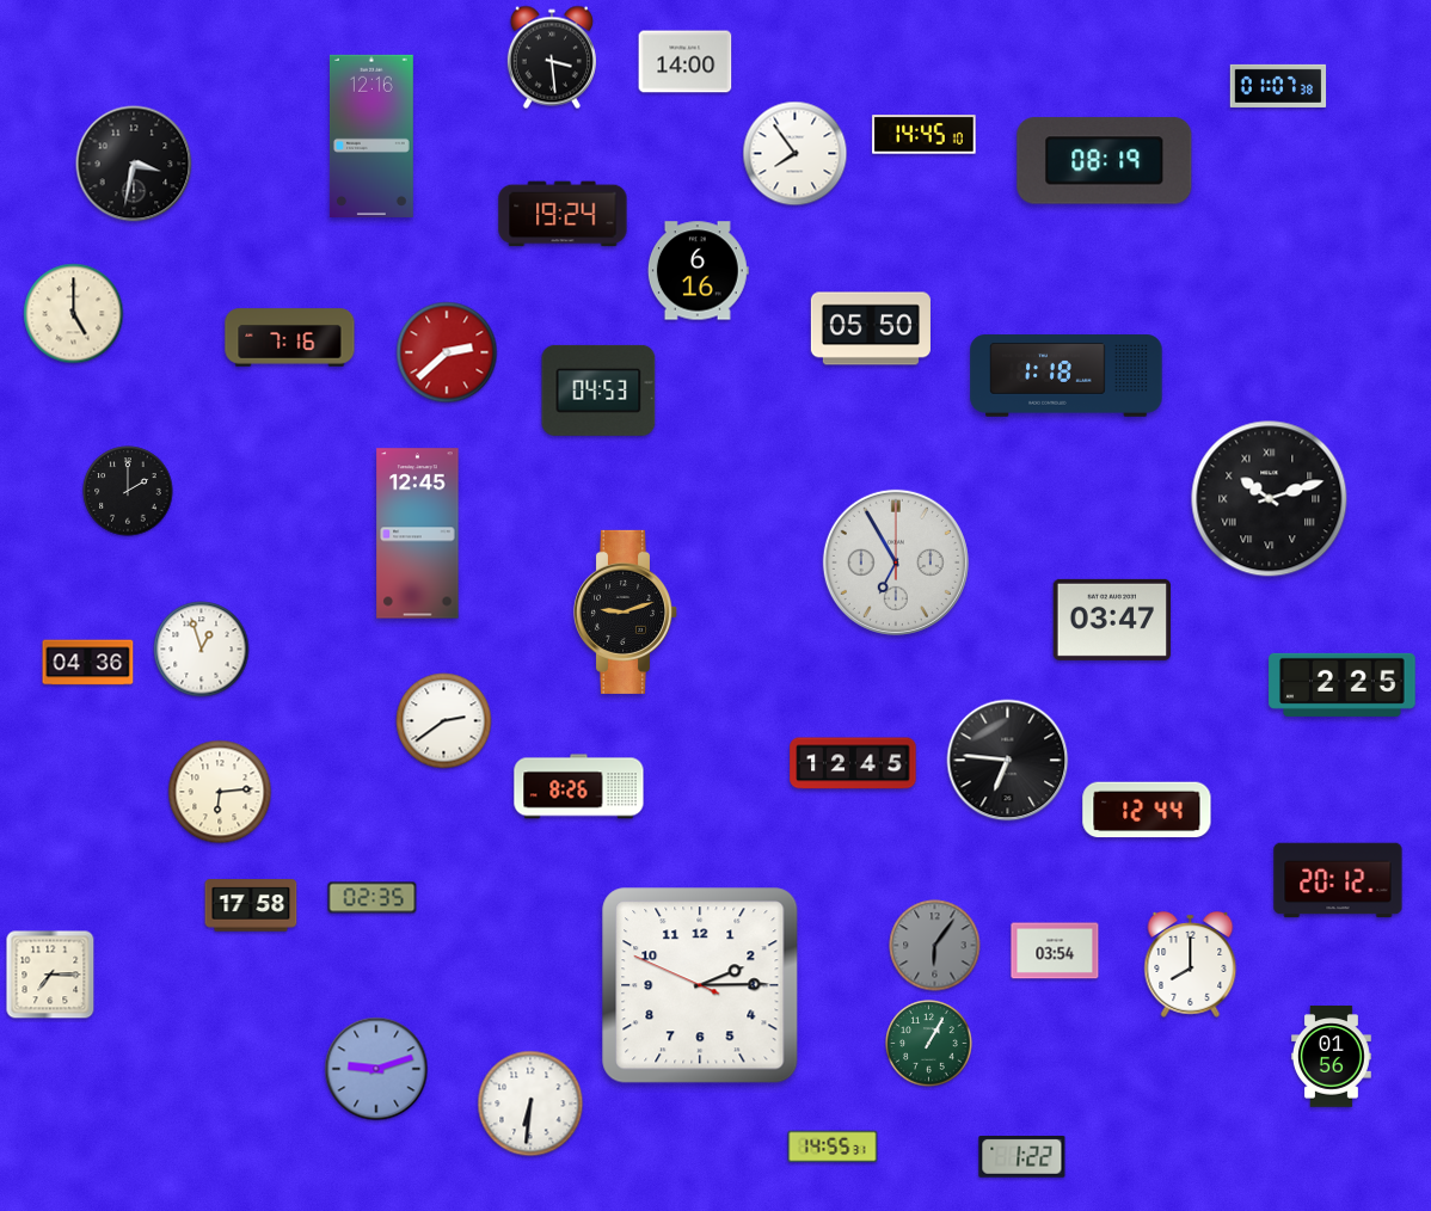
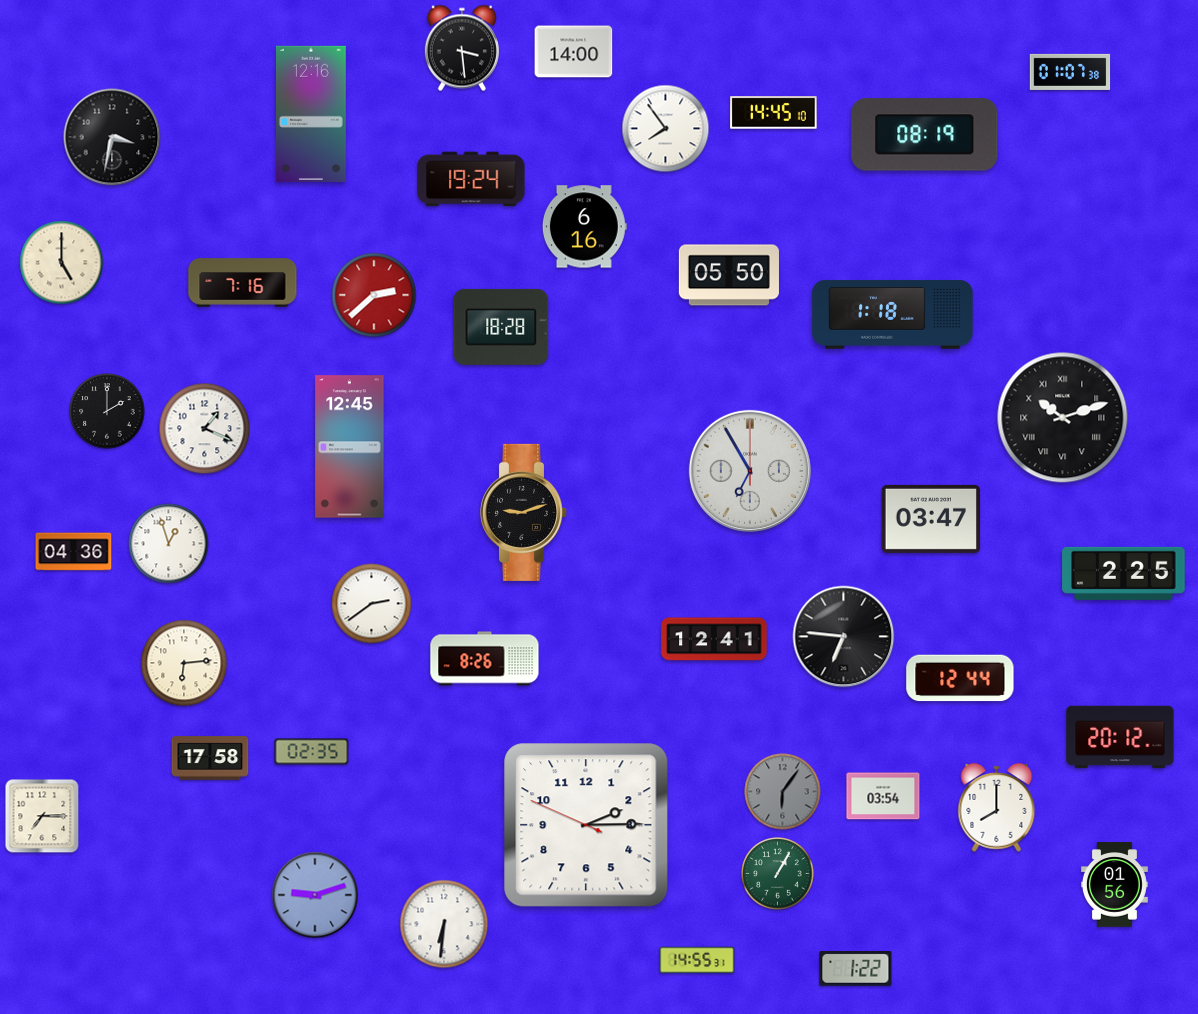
clock at (598, 391): 04:53 -> 18:28
clock at (205, 429): none -> 1:19
clock at (88, 663) position: (88, 663) -> (74, 552)
clock at (853, 763): 12:45 -> 12:41
